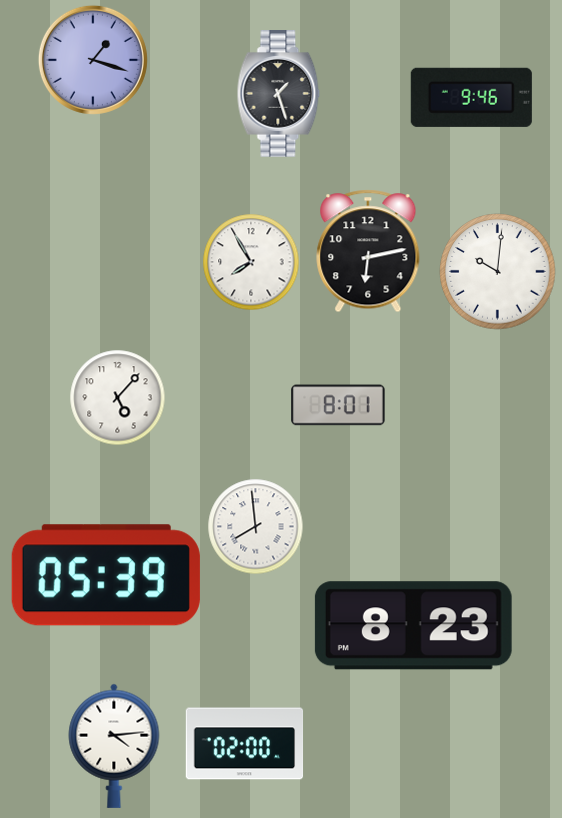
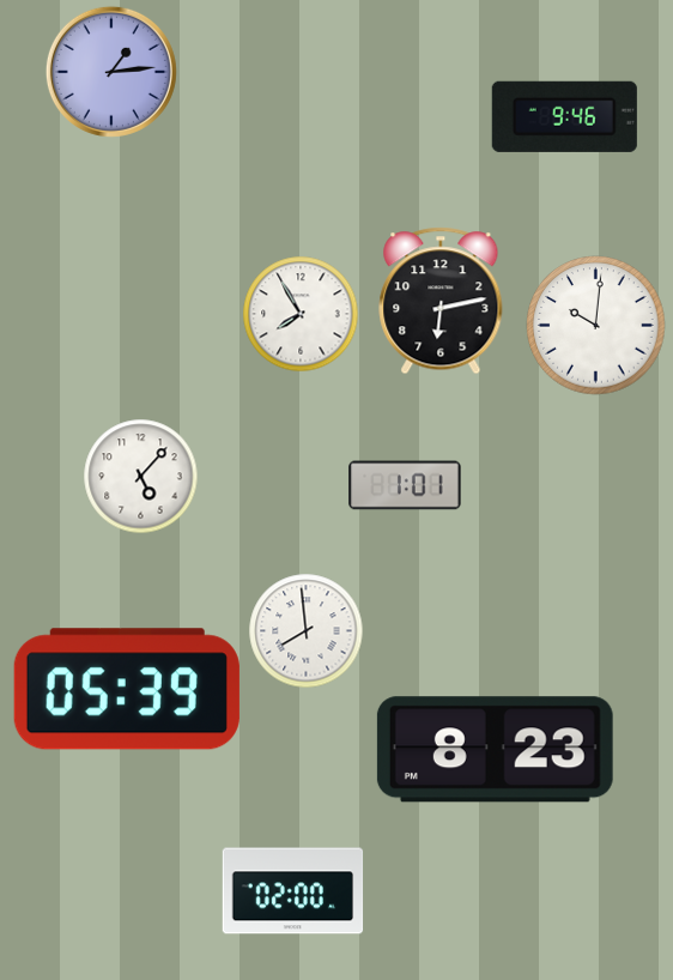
clock at (93, 60): 1:18 -> 1:14
clock at (279, 94): 1:27 -> none
clock at (338, 405): 8:01 -> 1:01
clock at (114, 746): 4:14 -> none
